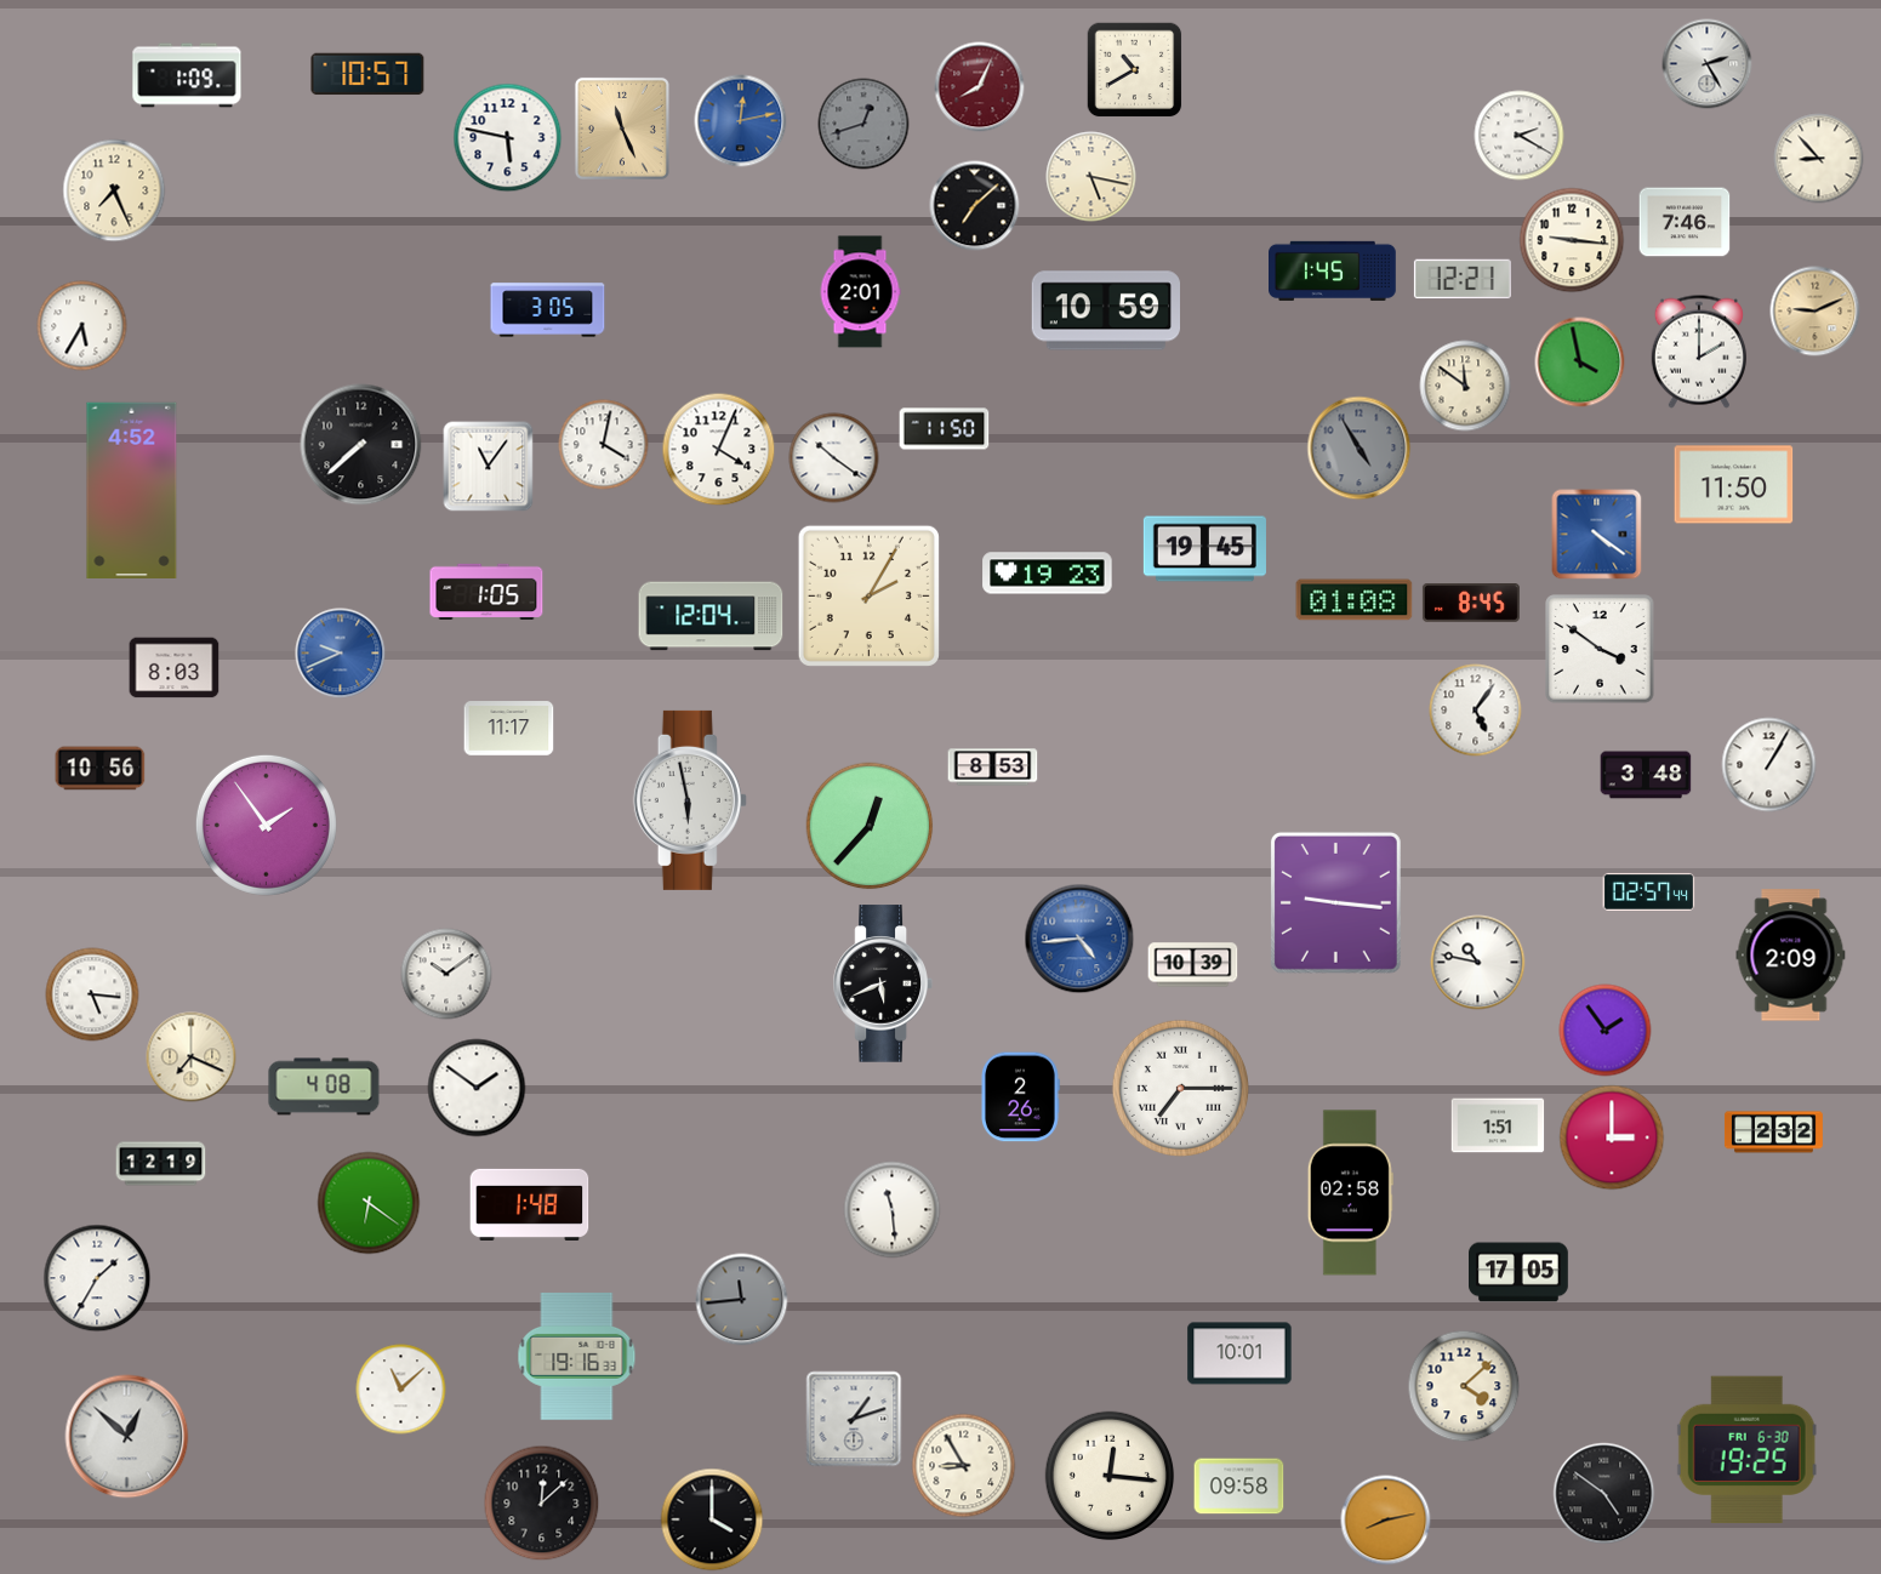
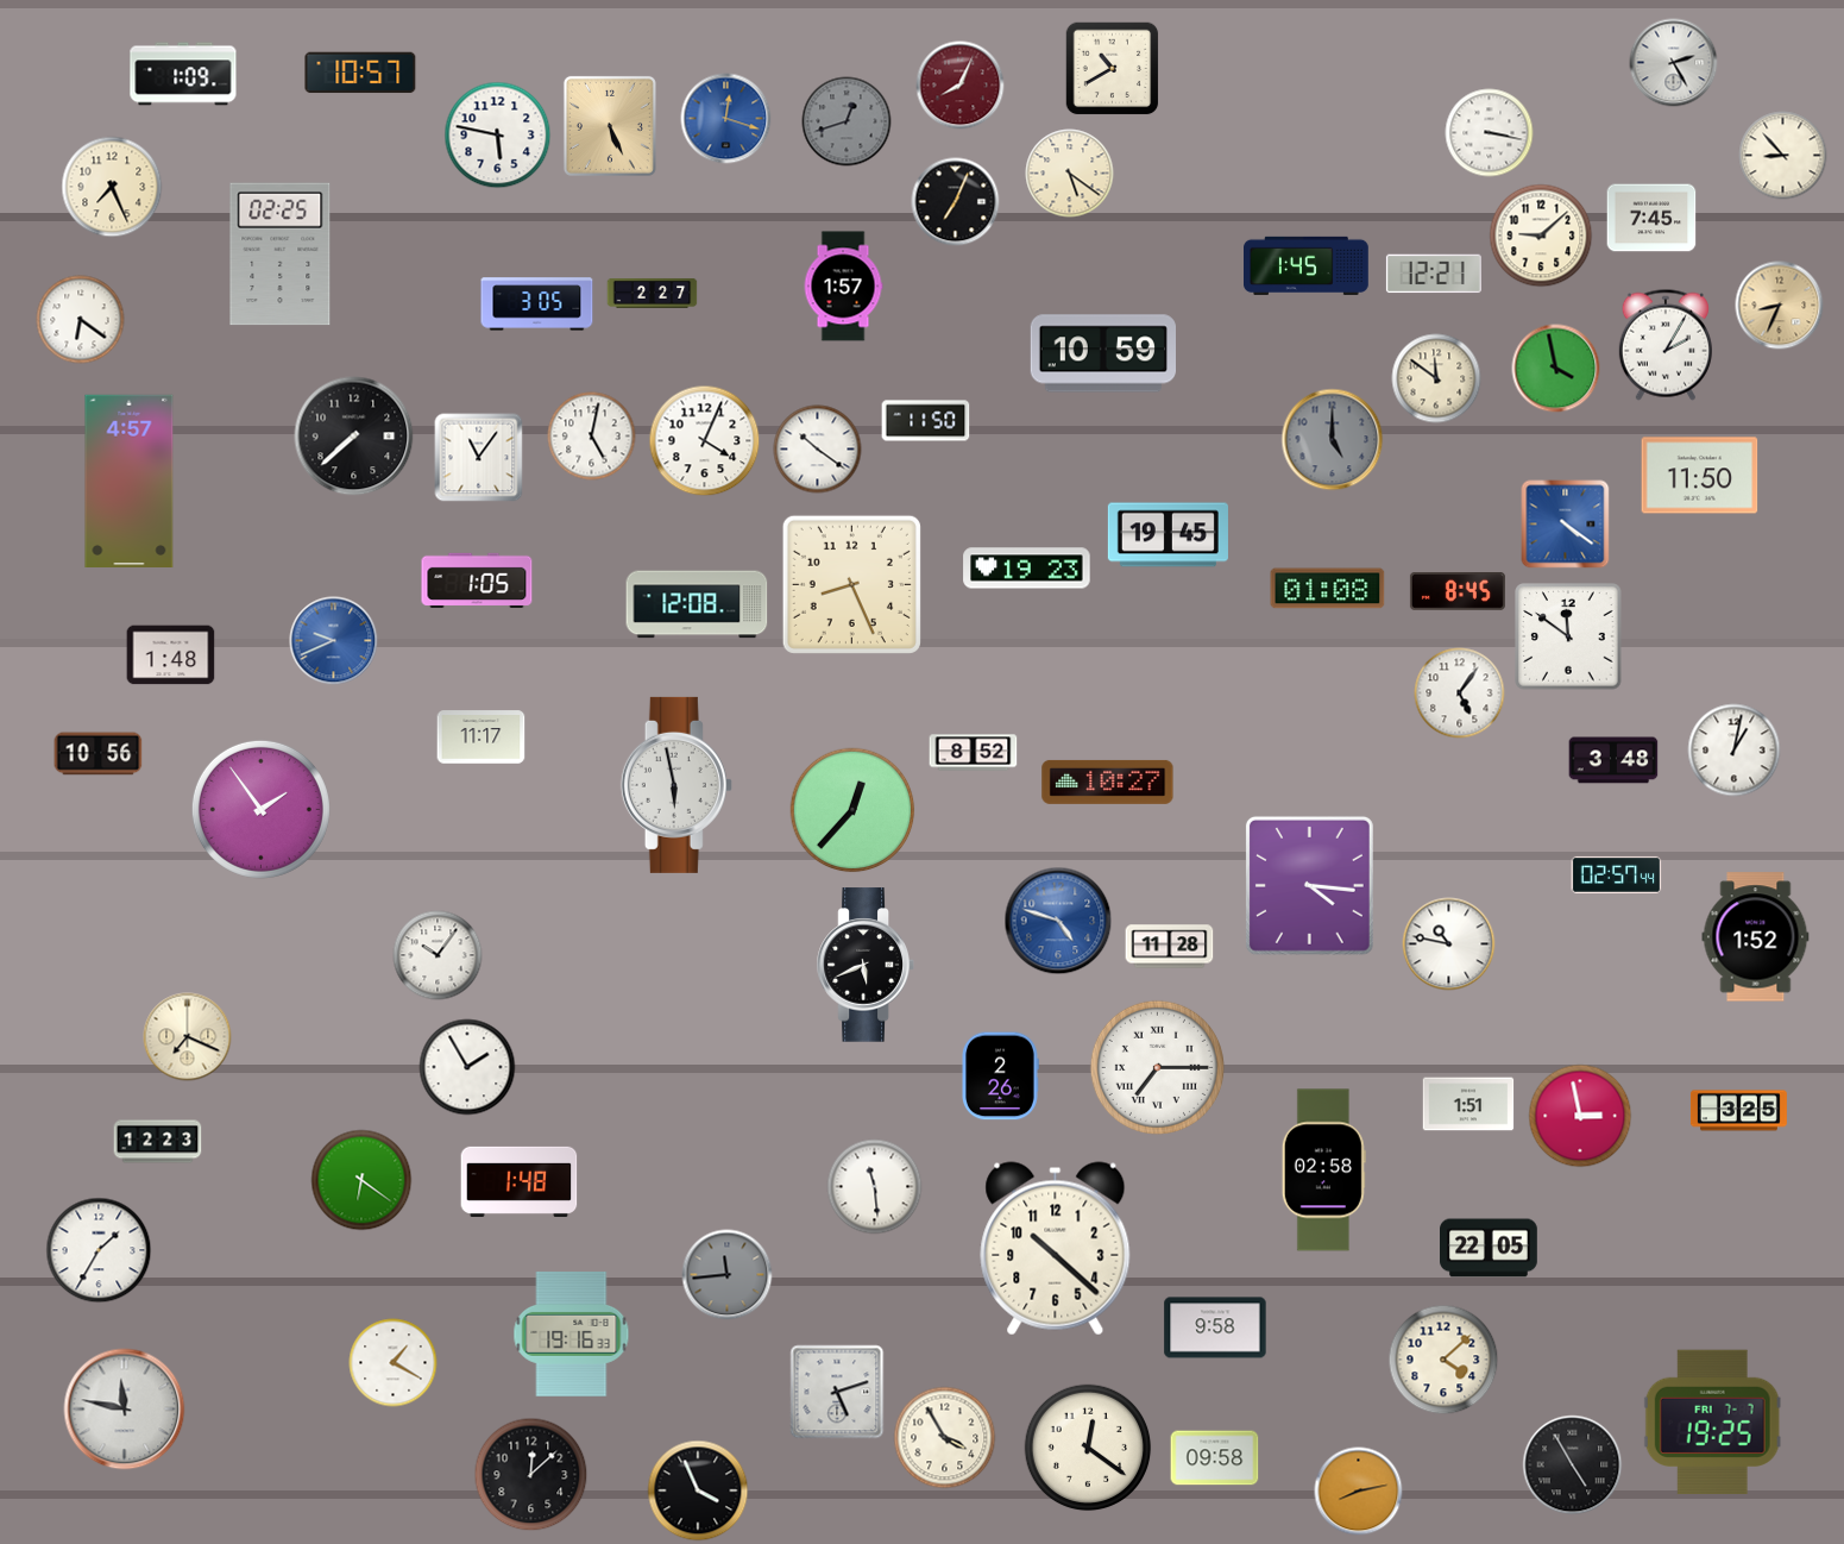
clock at (741, 121): 12:13 -> 12:18
clock at (622, 129): 11:26 -> 5:26
clock at (1520, 136): 2:20 -> 3:17
clock at (1091, 177): 5:17 -> 5:21
clock at (975, 206): 7:08 -> 7:04
clock at (1685, 222): 7:46 -> 7:45
clock at (1572, 240): 9:16 -> 9:08
clock at (281, 255): none -> 02:25
clock at (860, 292): 2:01 -> 1:57
clock at (653, 293): none -> 2:27
clock at (1105, 310) position: (1105, 310) -> (1102, 353)
clock at (1816, 312): 9:11 -> 8:34
clock at (82, 326): 5:35 -> 6:21
clock at (1699, 352): 2:00 -> 2:05
clock at (1580, 363) position: (1580, 363) -> (1556, 369)
clock at (604, 445): 4:02 -> 5:02
clock at (1360, 449): 4:55 -> 5:00
clock at (132, 490): 4:52 -> 4:57
clock at (1204, 549) position: (1204, 549) -> (1168, 535)
clock at (1048, 574) position: (1048, 574) -> (1027, 569)
clock at (868, 595): 2:05 -> 8:26
clock at (1471, 604) position: (1471, 604) -> (1458, 592)
clock at (711, 616): 12:04 -> 12:08
clock at (1600, 649): 3:51 -> 11:51
clock at (175, 668): 8:03 -> 1:48
clock at (1476, 711) position: (1476, 711) -> (1460, 693)
clock at (509, 729) position: (509, 729) -> (482, 738)
clock at (1769, 765): 1:05 -> 1:02
clock at (993, 768): 8:53 -> 8:52
clock at (1108, 782): none -> 10:27
clock at (1335, 902): 9:16 -> 4:16
clock at (1079, 939): 4:44 -> 4:48
clock at (1791, 956): 2:09 -> 1:52
clock at (1193, 965): 10:39 -> 11:28
clock at (446, 974): 10:09 -> 10:06
clock at (92, 994): 5:16 -> none
clock at (1606, 1031): 1:54 -> none
clock at (324, 1087): 4:08 -> none
clock at (477, 1088): 1:51 -> 1:55
clock at (1773, 1133): 2:32 -> 3:25
clock at (1612, 1137): 3:00 -> 2:58
clock at (161, 1164): 12:19 -> 12:23
clock at (1520, 1272): 17:05 -> 22:05
clock at (1056, 1249): none -> 10:22
clock at (97, 1278) position: (97, 1278) -> (99, 1250)
clock at (1239, 1353): 10:01 -> 9:58
clock at (577, 1357) position: (577, 1357) -> (572, 1335)
clock at (1464, 1386) position: (1464, 1386) -> (1443, 1360)
clock at (401, 1390): 11:08 -> 1:20
clock at (854, 1419): 1:12 -> 5:12
clock at (127, 1437): 12:52 -> 11:47
clock at (1746, 1450) date: FRI 6-30 -> FRI 7-7
clock at (964, 1466): 8:55 -> 3:55
clock at (1110, 1476): 12:16 -> 12:21
clock at (1604, 1494): 4:51 -> 4:55
clock at (712, 1519): 4:00 -> 3:56
